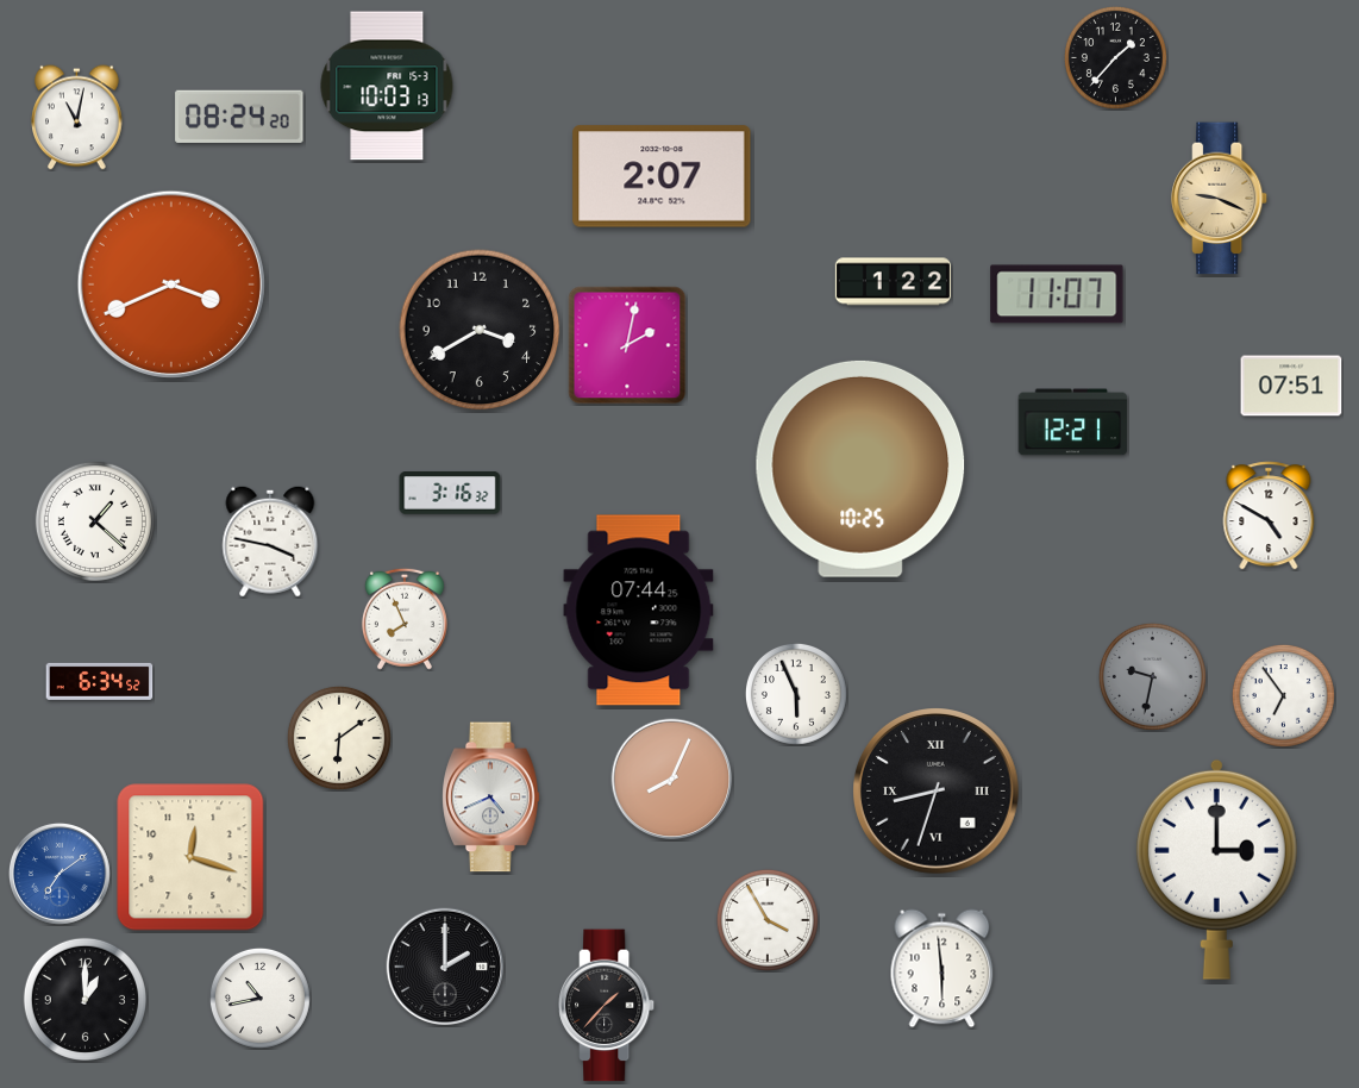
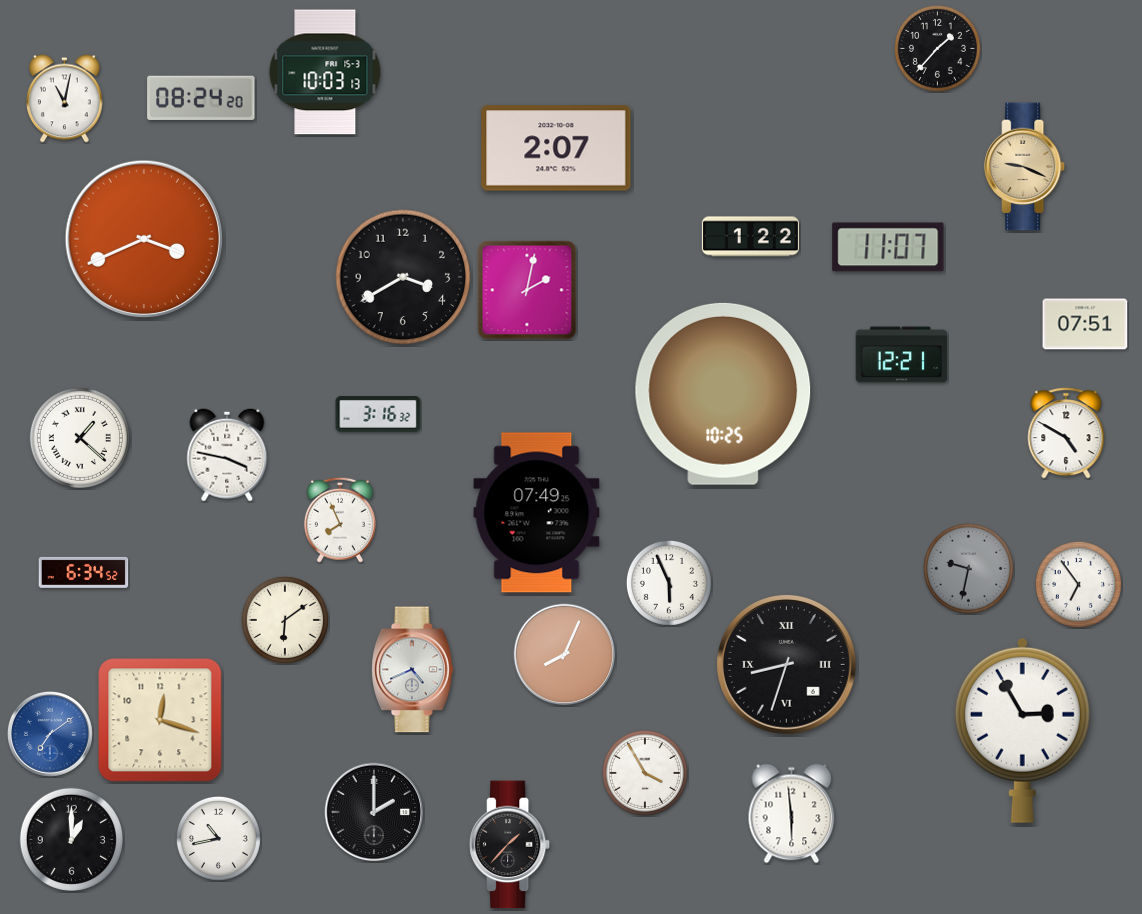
clock at (639, 611): 07:44 -> 07:49
clock at (1216, 869): 3:00 -> 2:55
